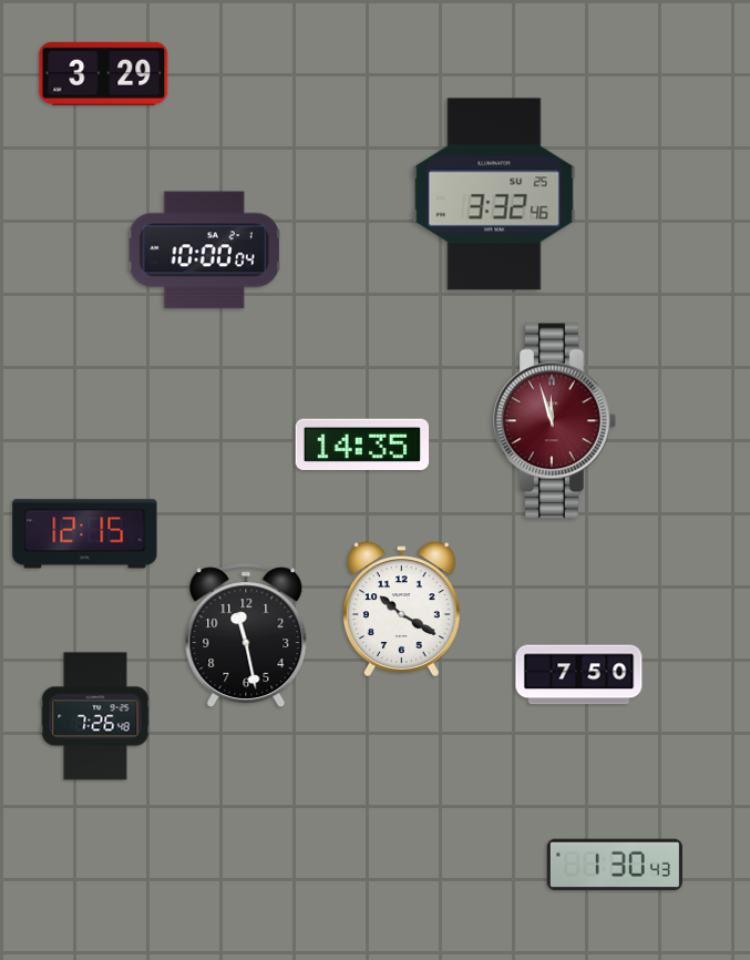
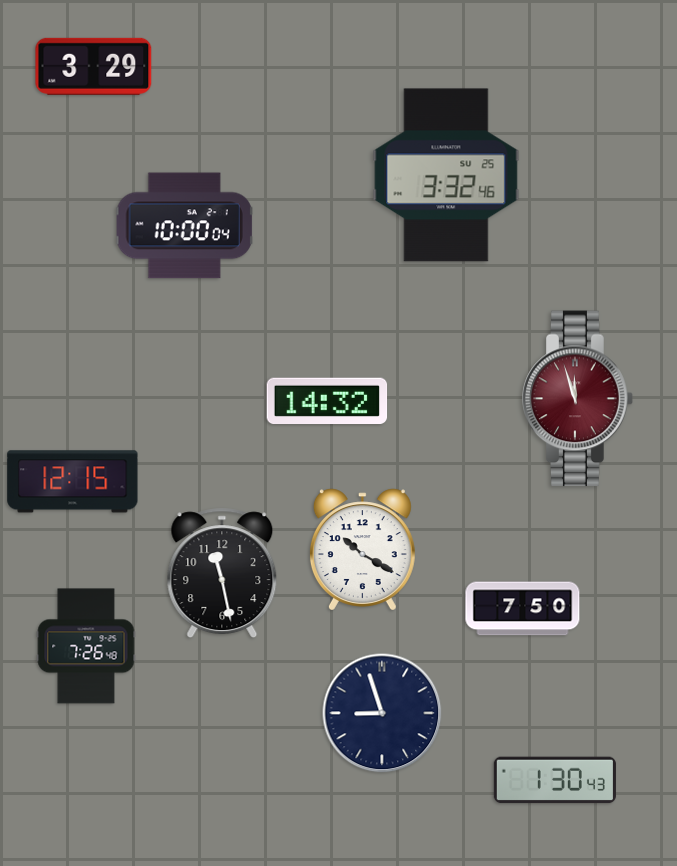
clock at (555, 421) position: (555, 421) -> (578, 399)
clock at (362, 445): 14:35 -> 14:32
clock at (85, 534) position: (85, 534) -> (73, 482)
clock at (382, 713): none -> 8:57
